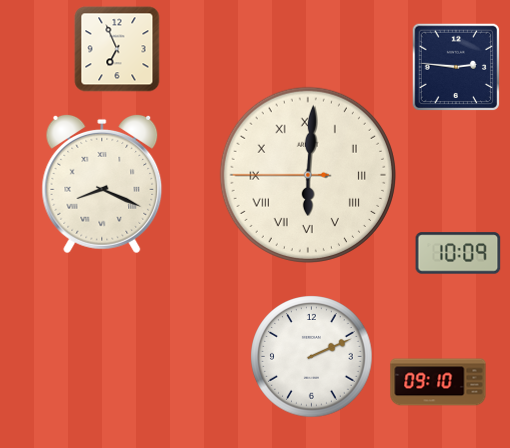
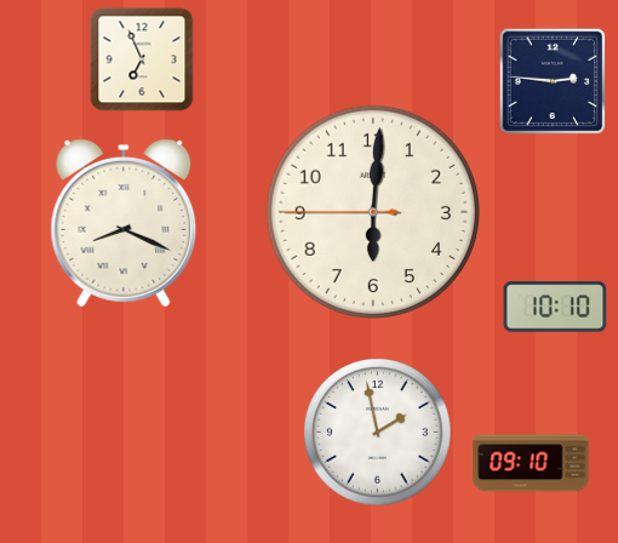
clock at (308, 175) numerals: Roman -> Arabic
clock at (458, 253): 10:09 -> 10:10
clock at (312, 357): 2:11 -> 1:58
